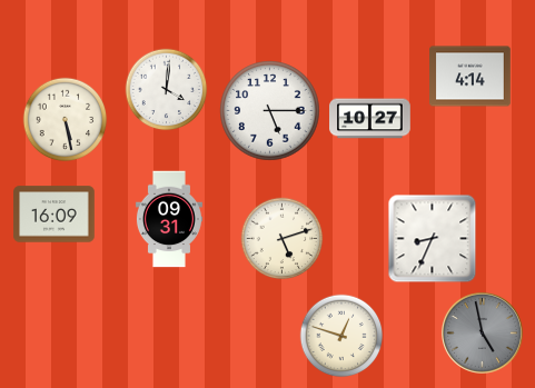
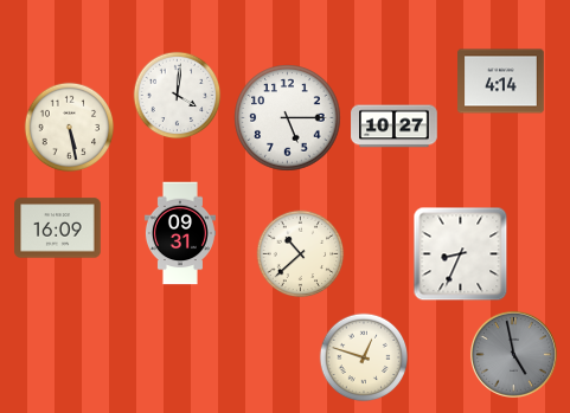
clock at (283, 239): 5:12 -> 10:38
